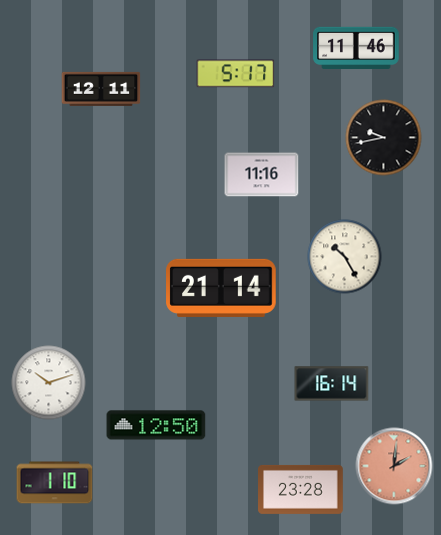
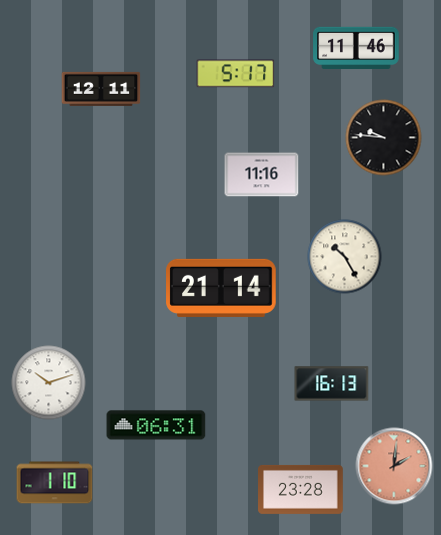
clock at (384, 138): 9:43 -> 9:46
clock at (332, 384): 16:14 -> 16:13
clock at (156, 425): 12:50 -> 06:31
